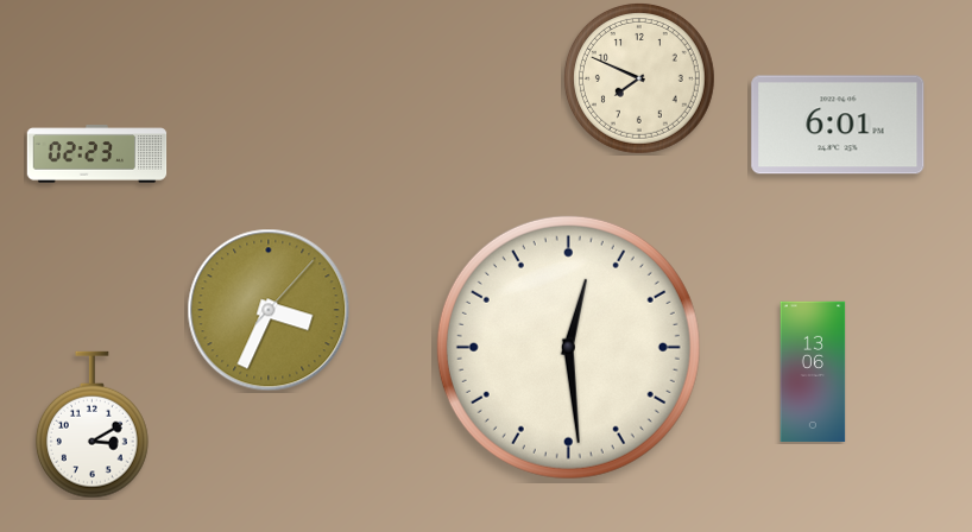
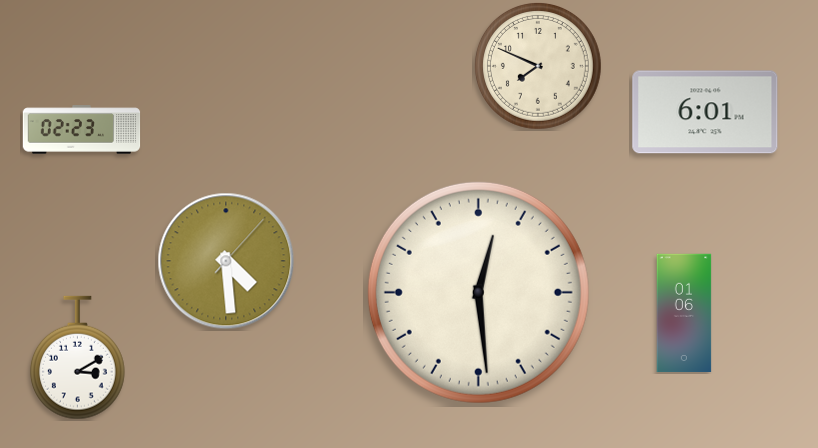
clock at (838, 125) position: (838, 125) -> (705, 112)
clock at (269, 310): 3:34 -> 4:29
clock at (813, 372): 13:06 -> 01:06
